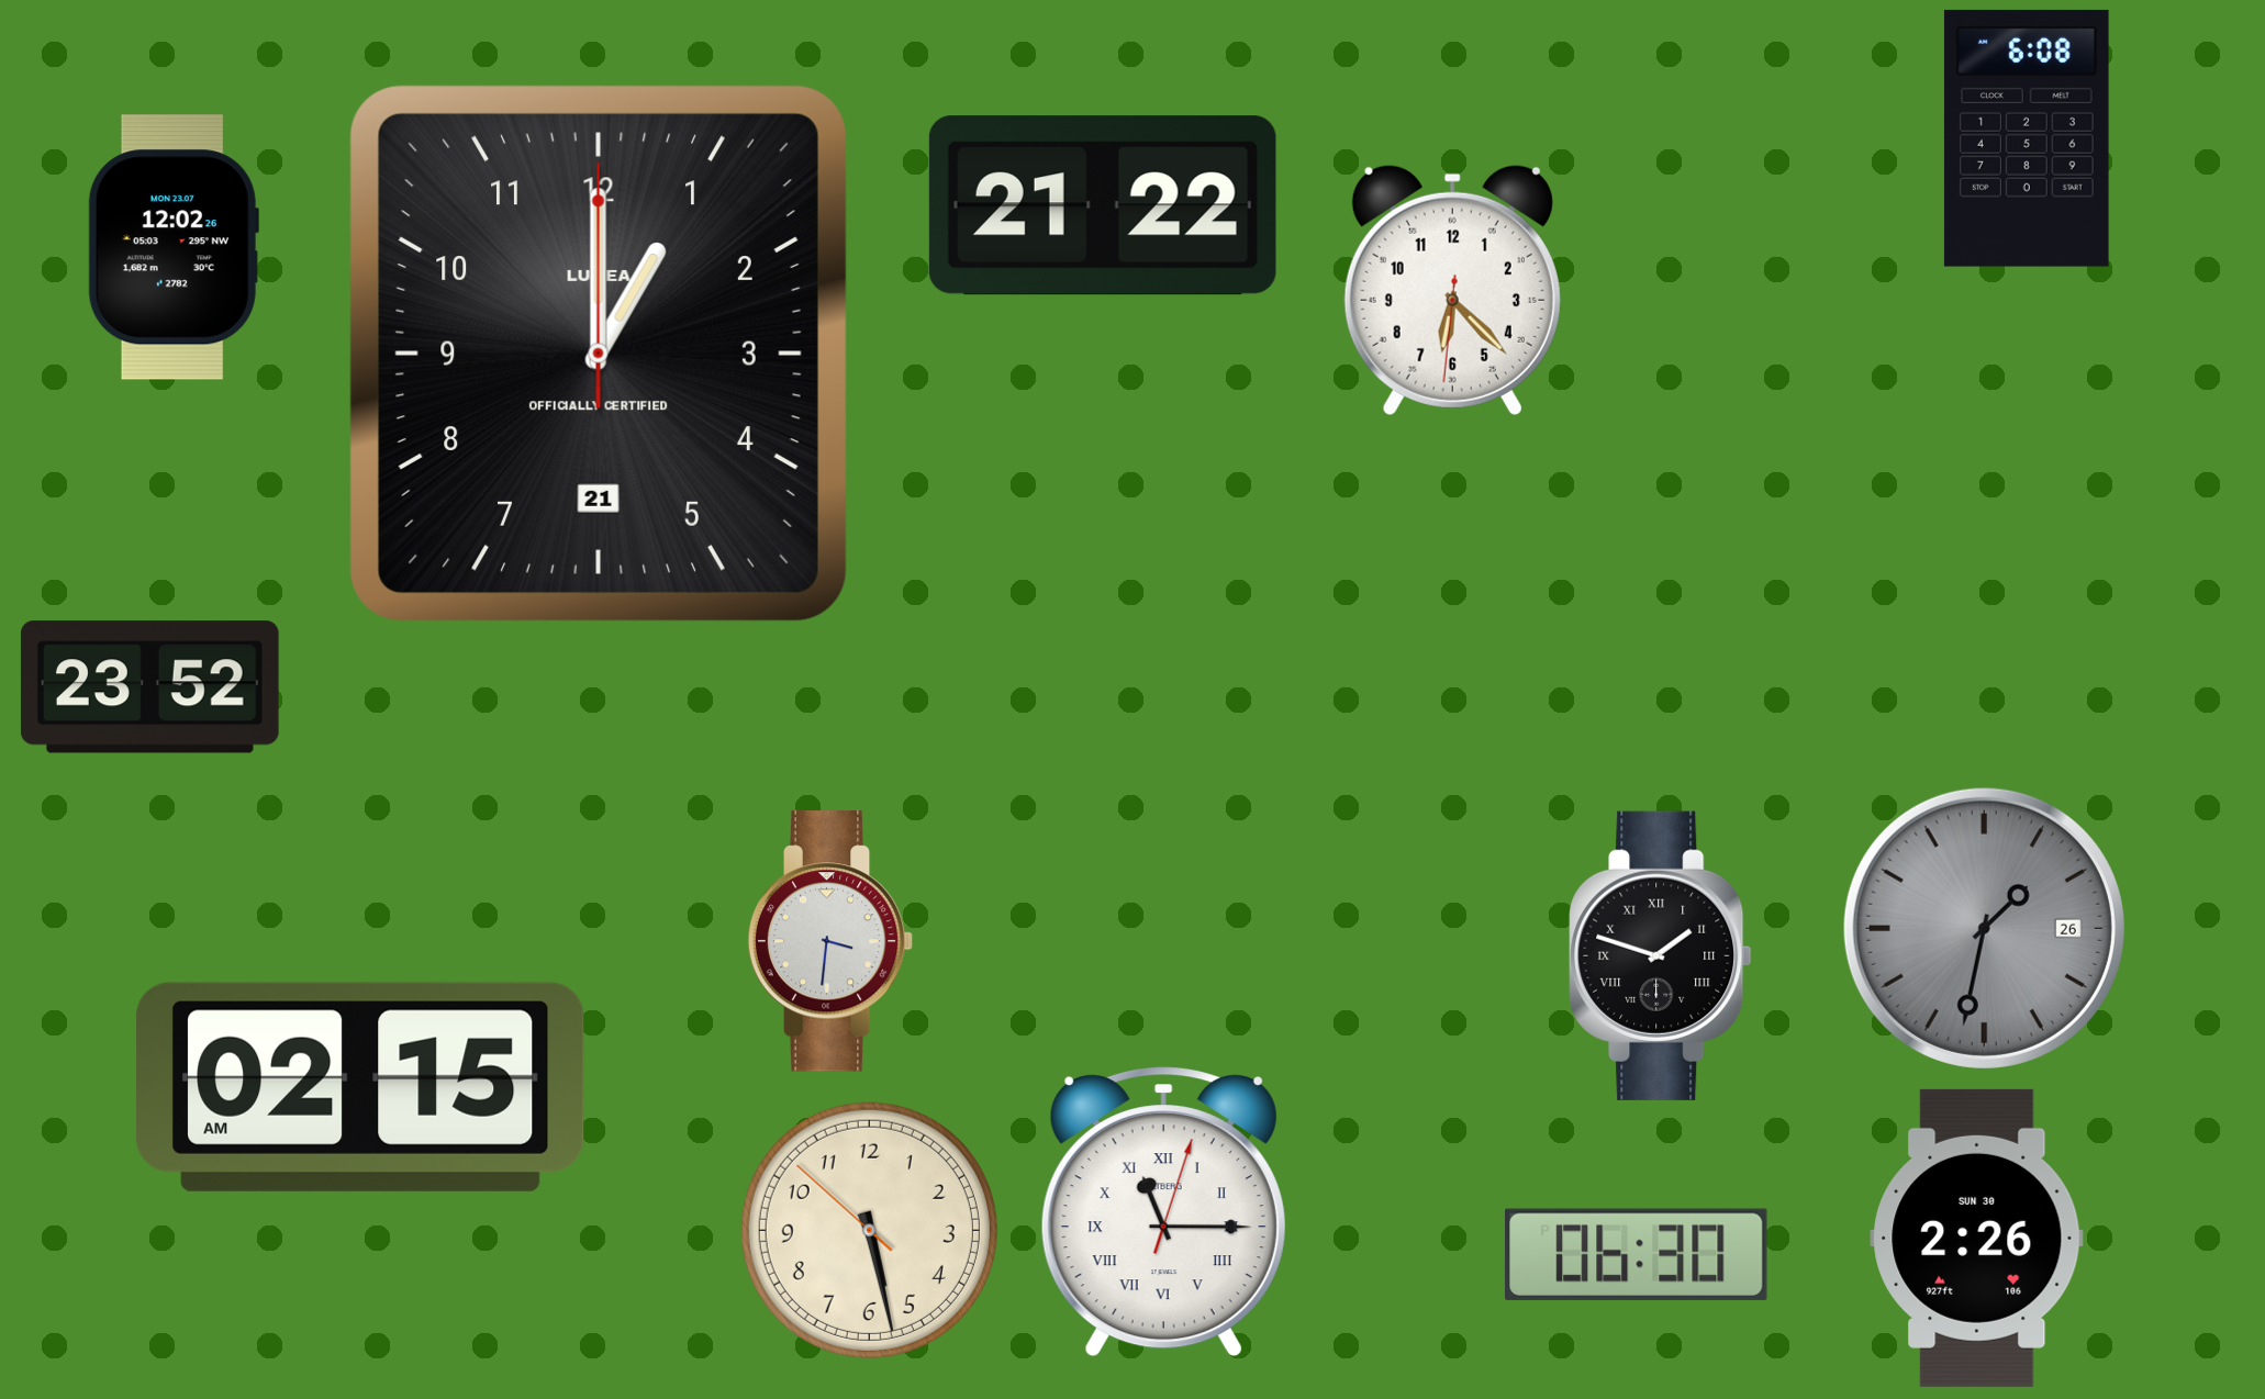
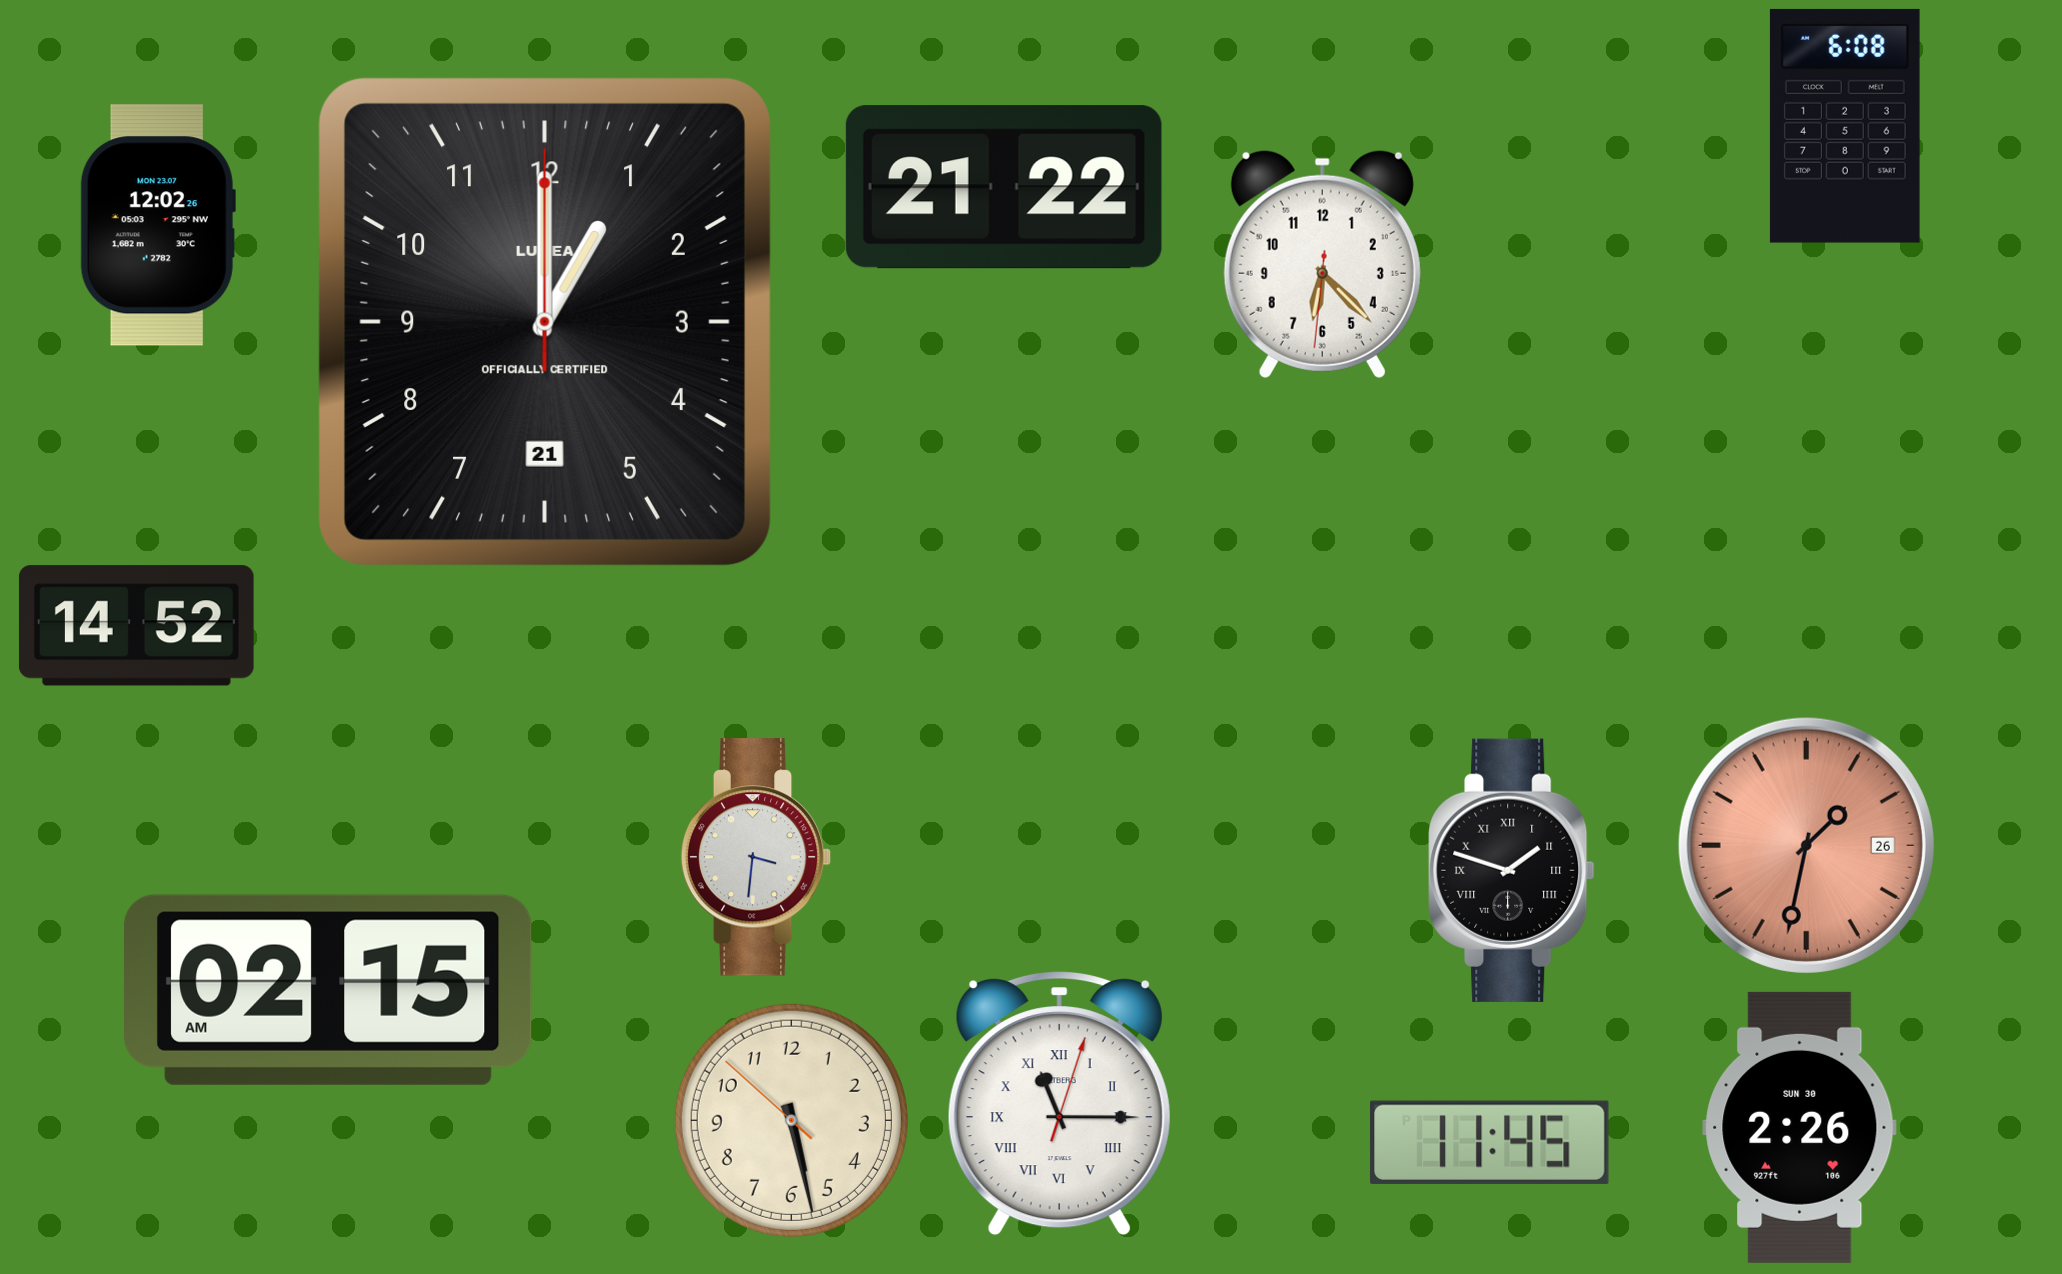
clock at (149, 687): 23:52 -> 14:52
clock at (1984, 928) dial: grey -> salmon
clock at (1637, 1254): 06:30 -> 11:45
